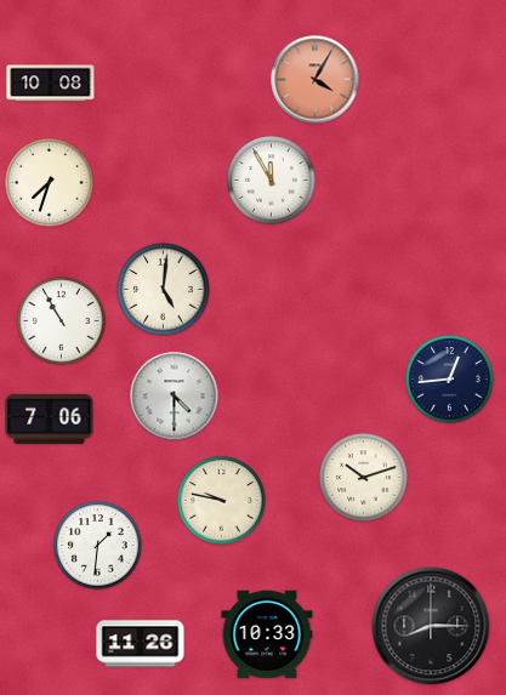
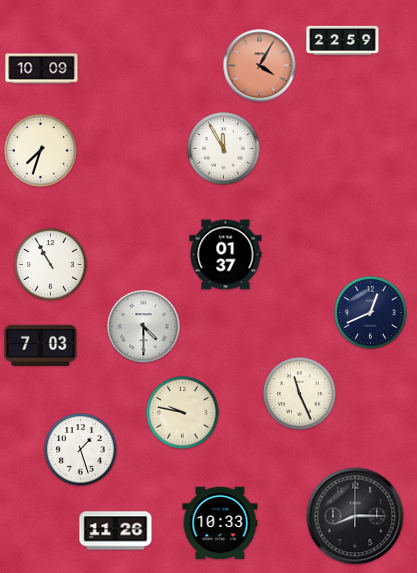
clock at (343, 40): none -> 22:59
clock at (51, 84): 10:08 -> 10:09
clock at (164, 290): 5:01 -> none
clock at (226, 255): none -> 01:37
clock at (450, 380): 12:44 -> 12:41
clock at (50, 418): 7:06 -> 7:03
clock at (364, 478): 10:12 -> 11:26
clock at (98, 546): 1:31 -> 1:27
